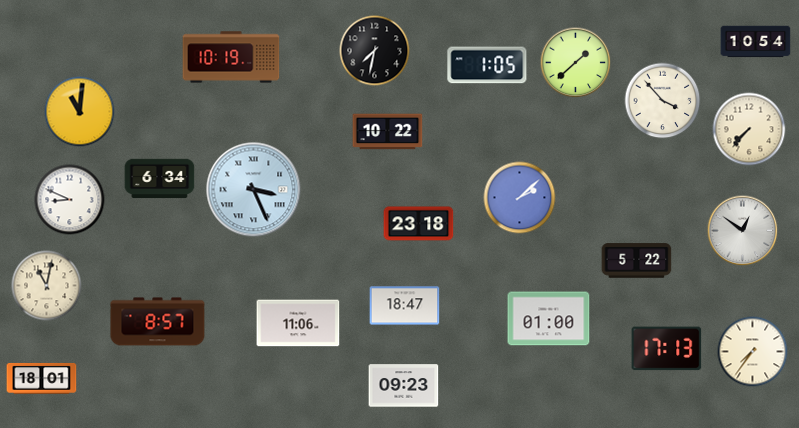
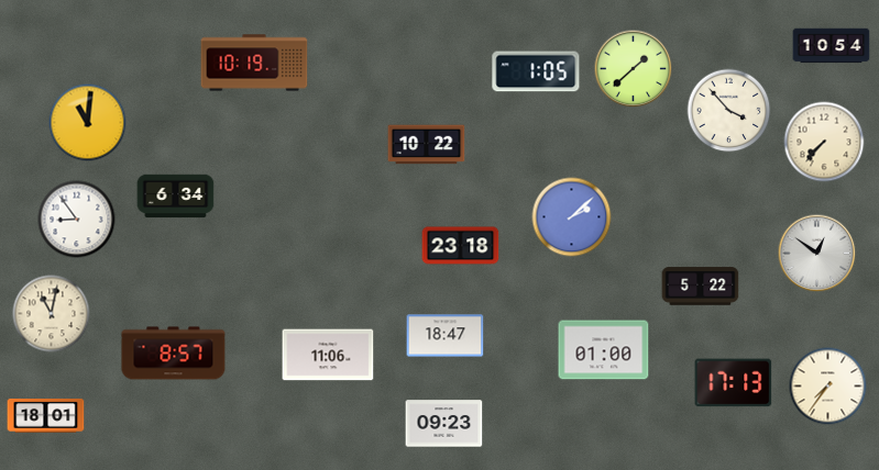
clock at (375, 51): 7:32 -> none
clock at (254, 190): 3:26 -> none
clock at (70, 200): 8:49 -> 8:54
